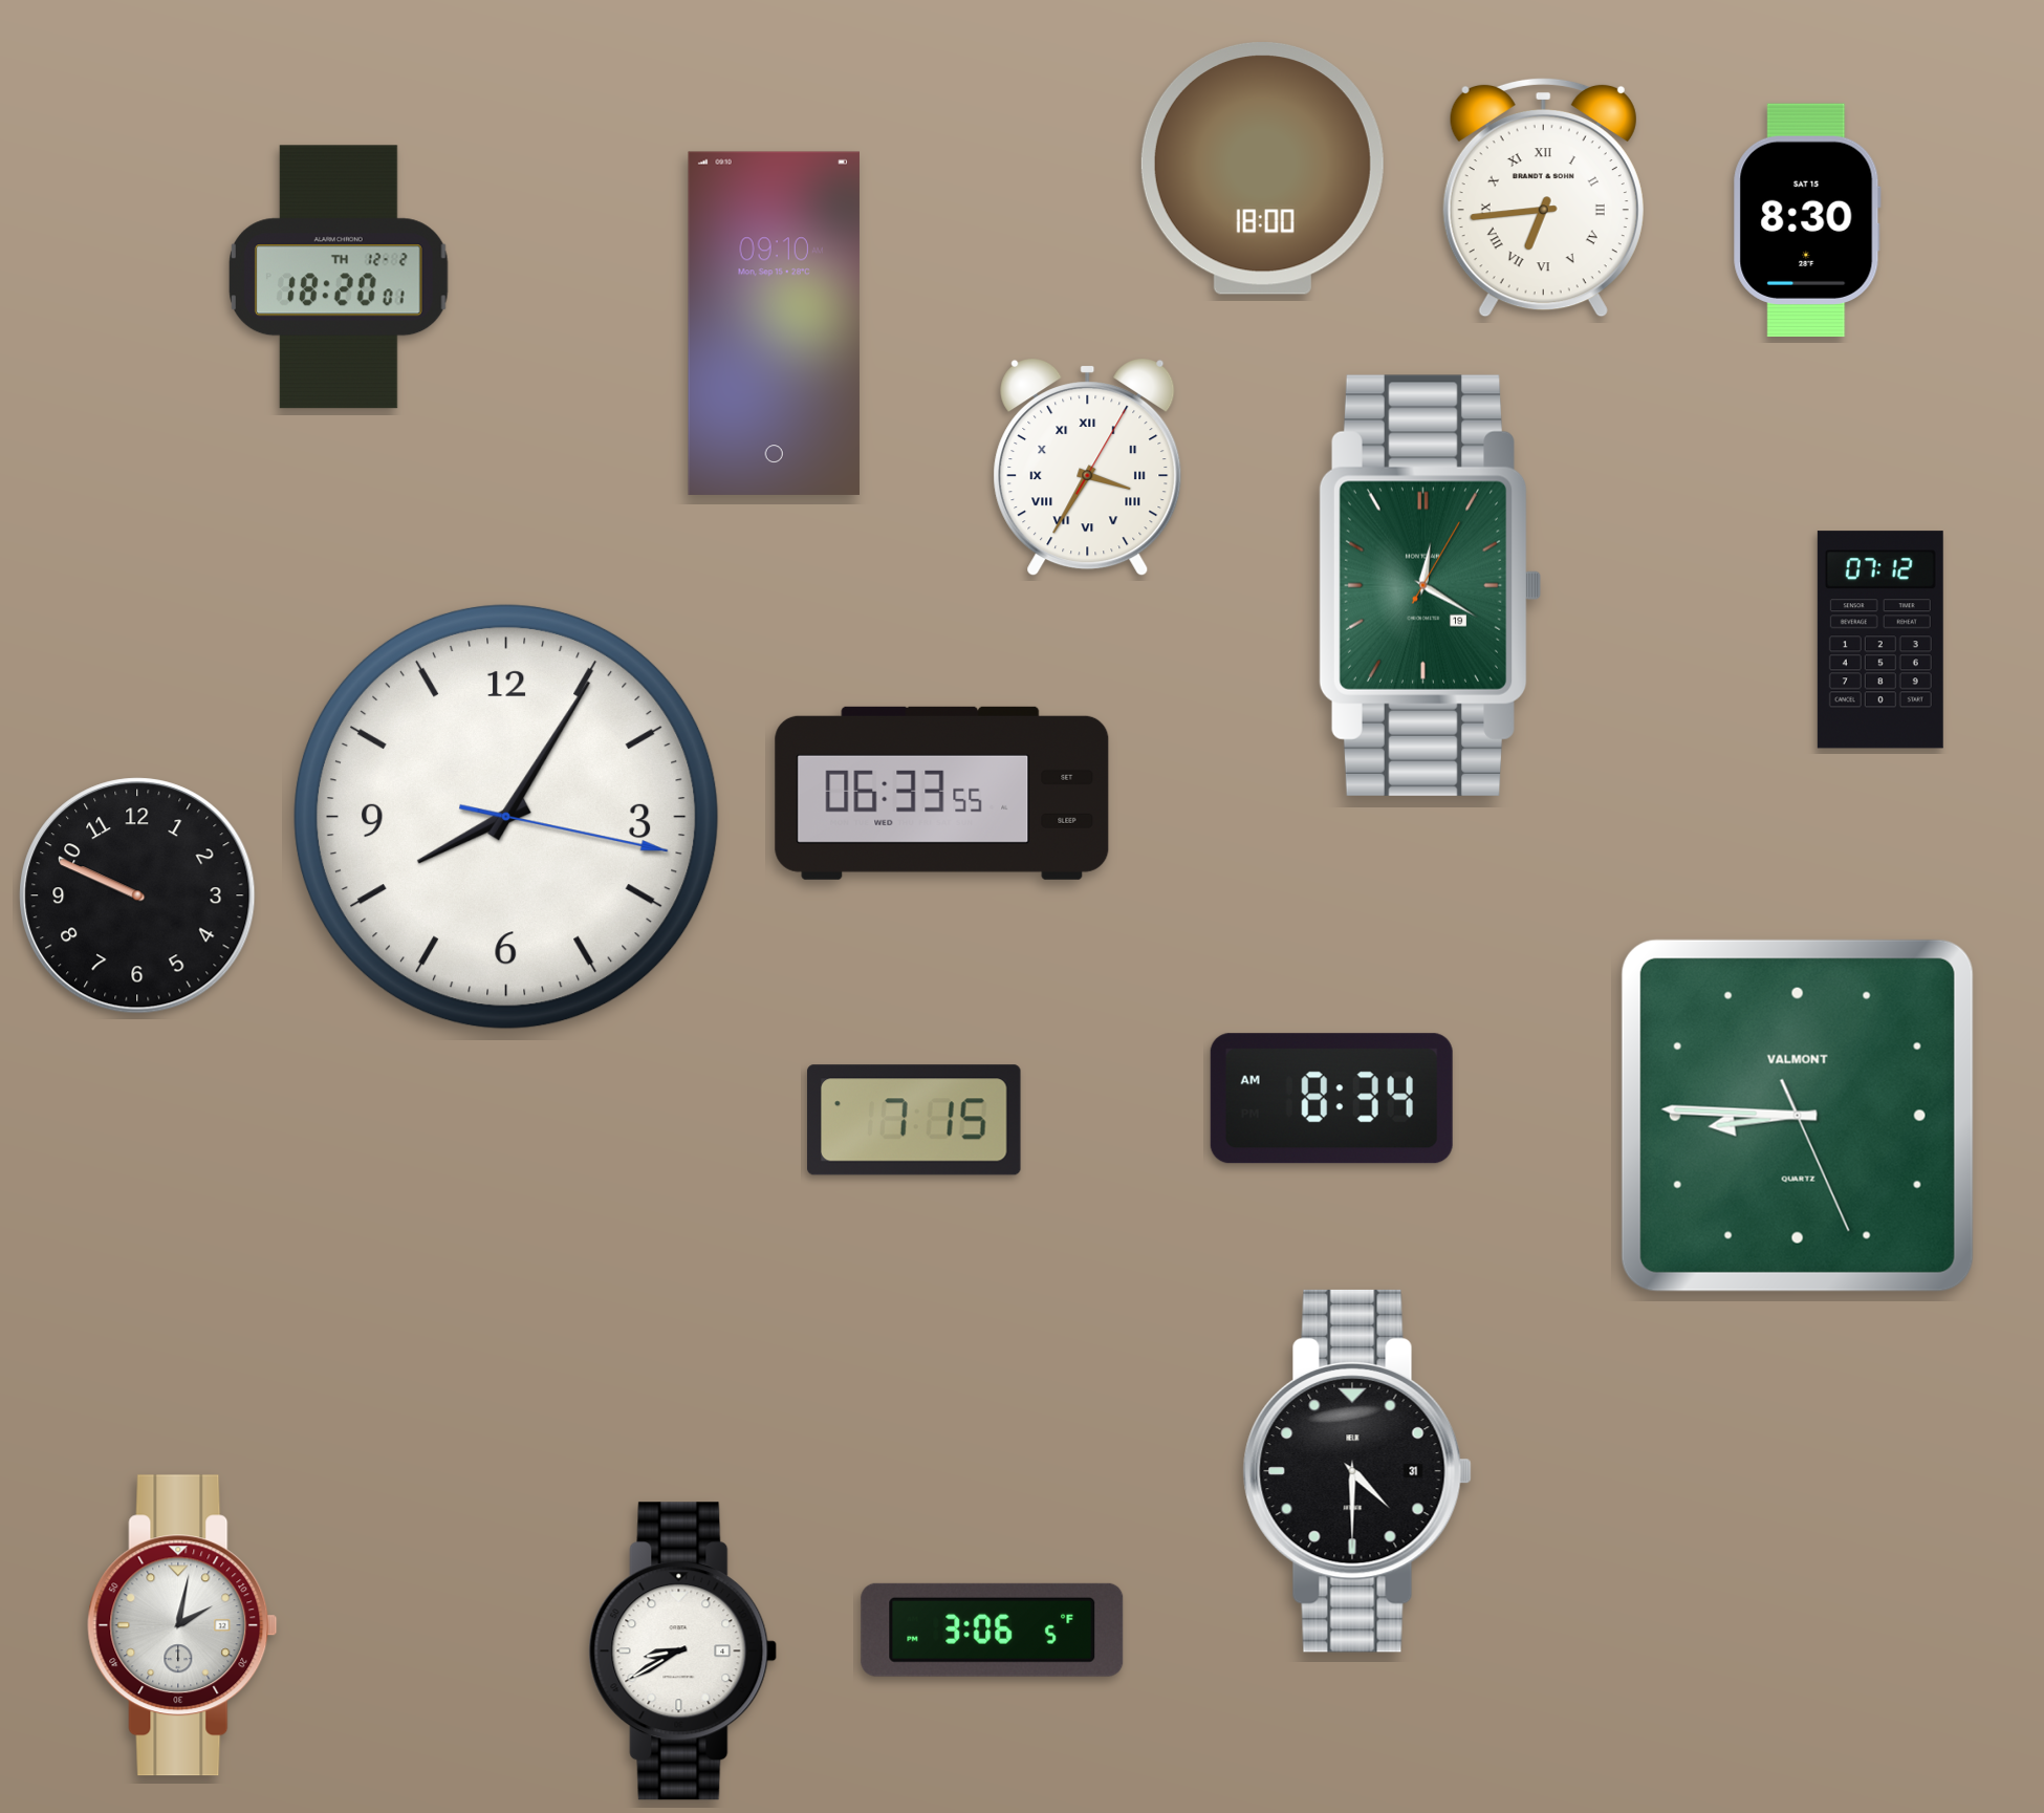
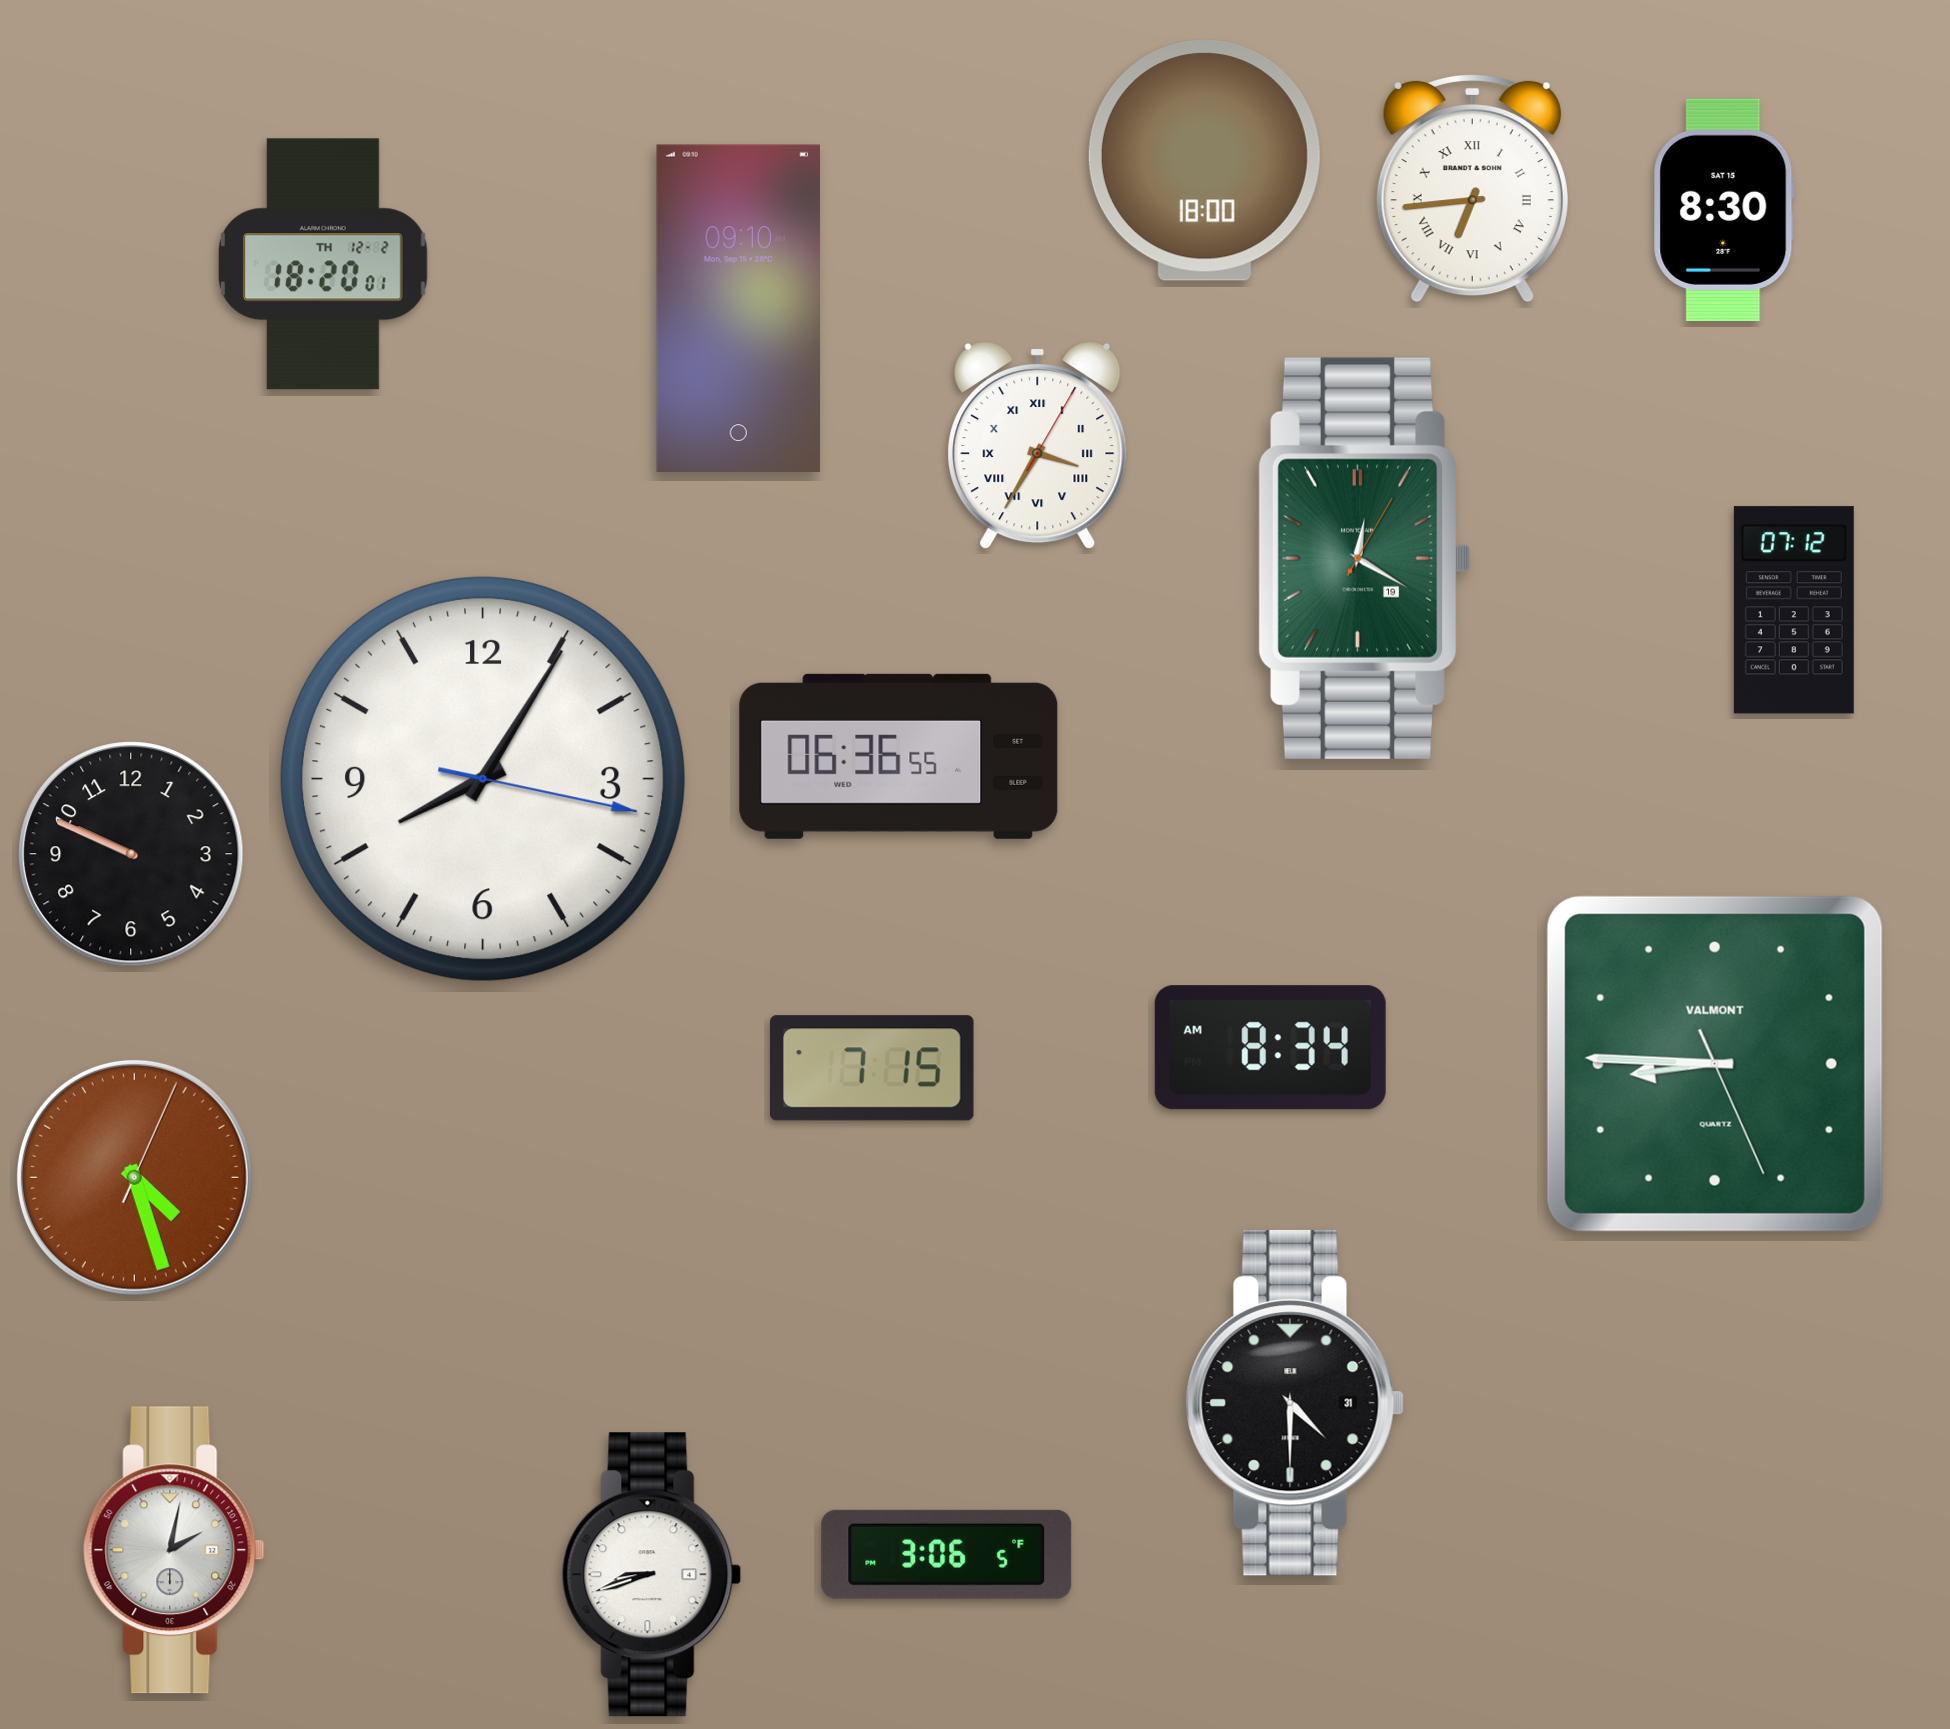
clock at (942, 793): 06:33 -> 06:36
clock at (134, 1177): none -> 4:27
clock at (683, 1652): 8:40 -> 8:42
